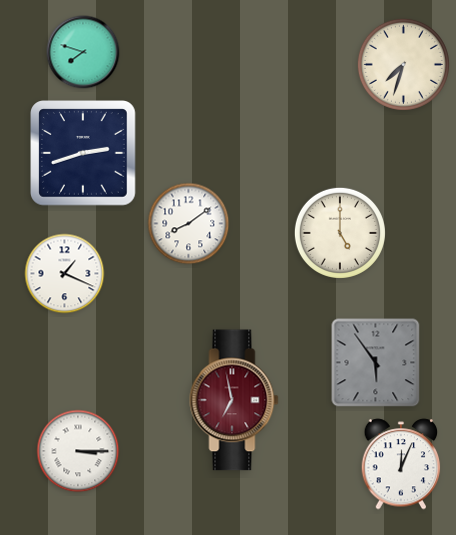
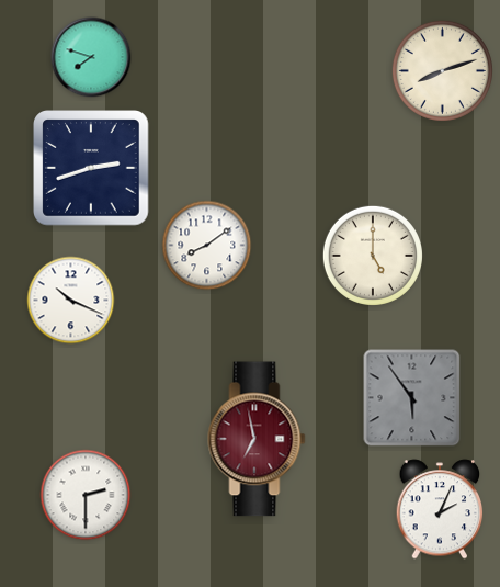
clock at (403, 64): 7:33 -> 8:12
clock at (65, 274): 1:19 -> 10:19
clock at (78, 451): 3:15 -> 2:30
clock at (401, 464): 12:04 -> 2:04
